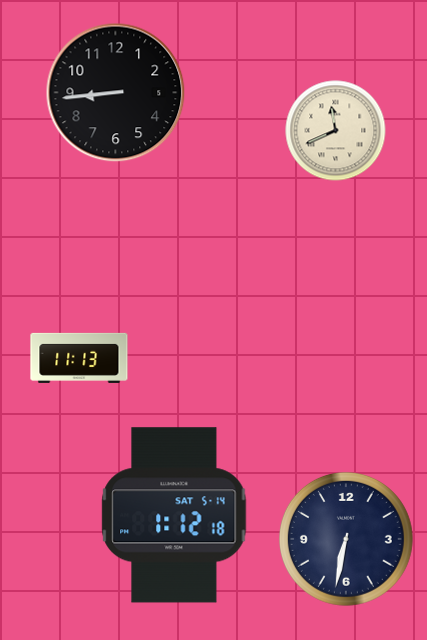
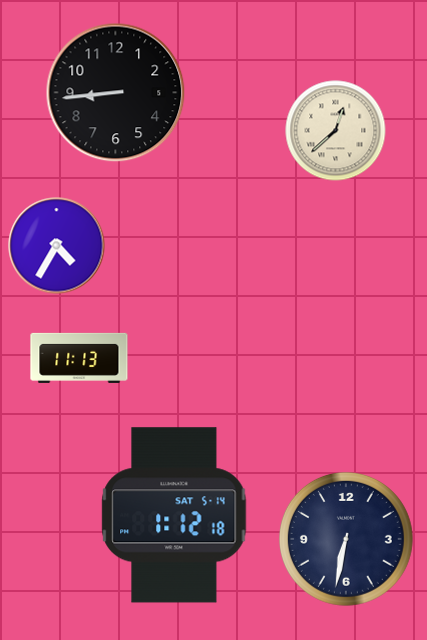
clock at (336, 131): 11:41 -> 12:38
clock at (57, 246): none -> 4:35
